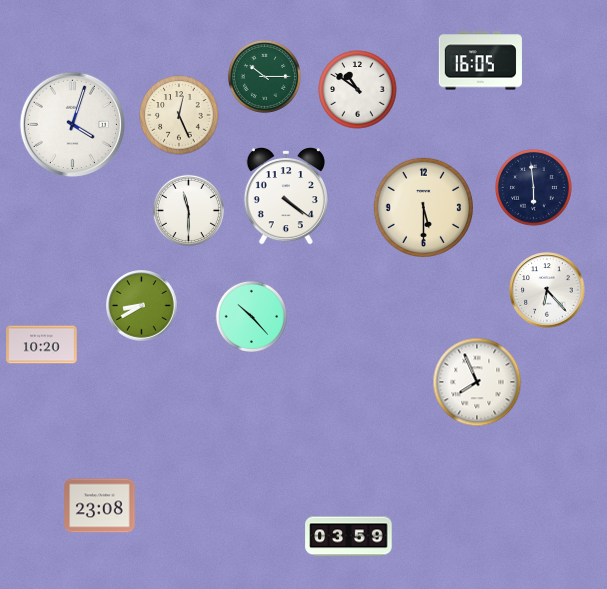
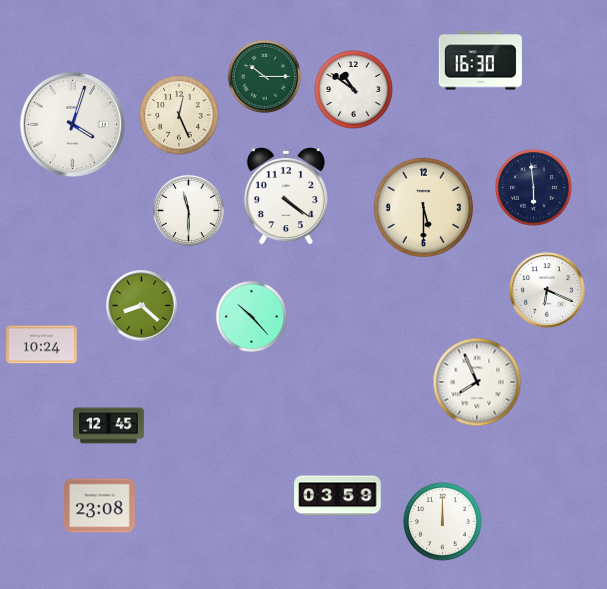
clock at (480, 61): 16:05 -> 16:30
clock at (358, 90) position: (358, 90) -> (354, 90)
clock at (547, 290): 6:23 -> 6:19
clock at (142, 306): 8:40 -> 8:22
clock at (42, 345): 10:20 -> 10:24
clock at (109, 426): none -> 12:45
clock at (443, 522): none -> 12:00
clock at (349, 537) position: (349, 537) -> (338, 496)
